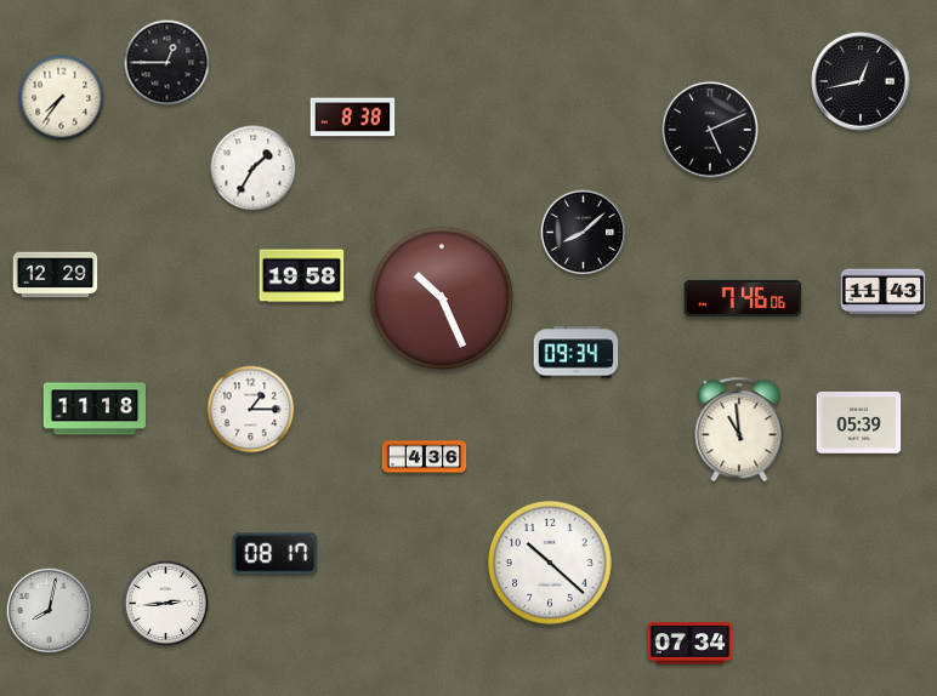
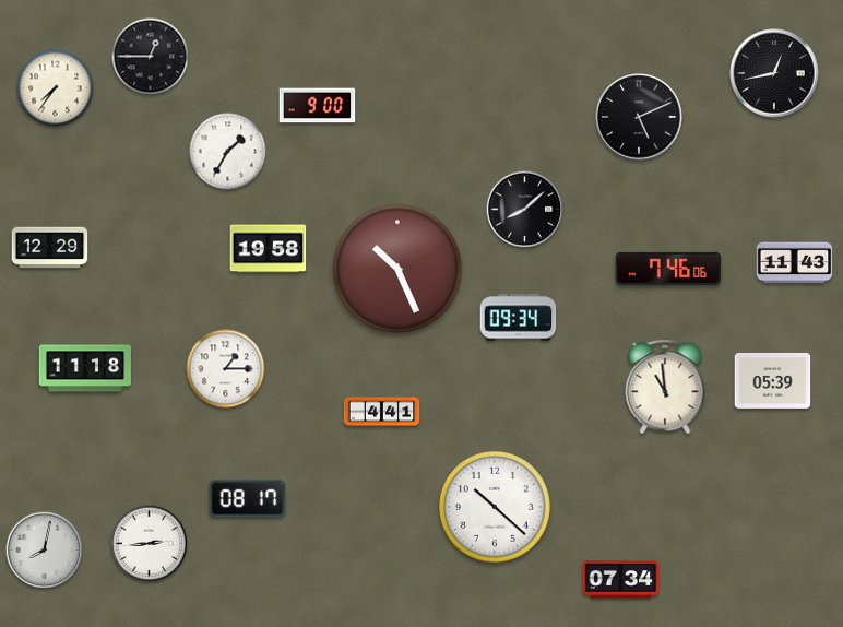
clock at (353, 118): 8:38 -> 9:00
clock at (302, 276) position: (302, 276) -> (269, 249)
clock at (425, 457): 4:36 -> 4:41
